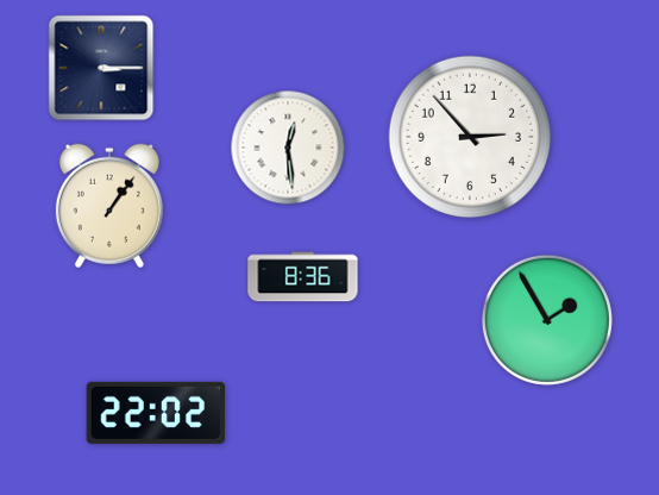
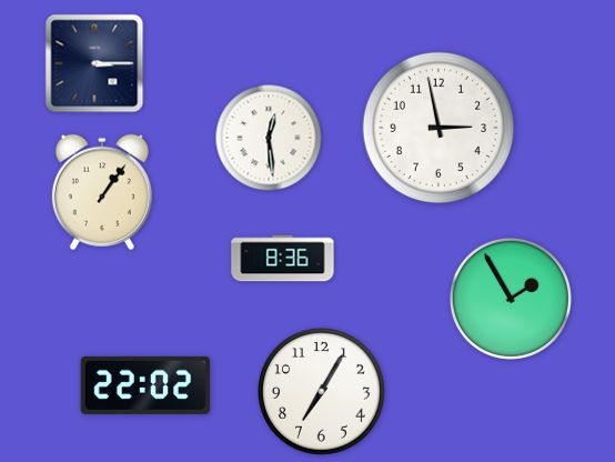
clock at (470, 137): 2:53 -> 2:58
clock at (322, 392): none -> 7:05
